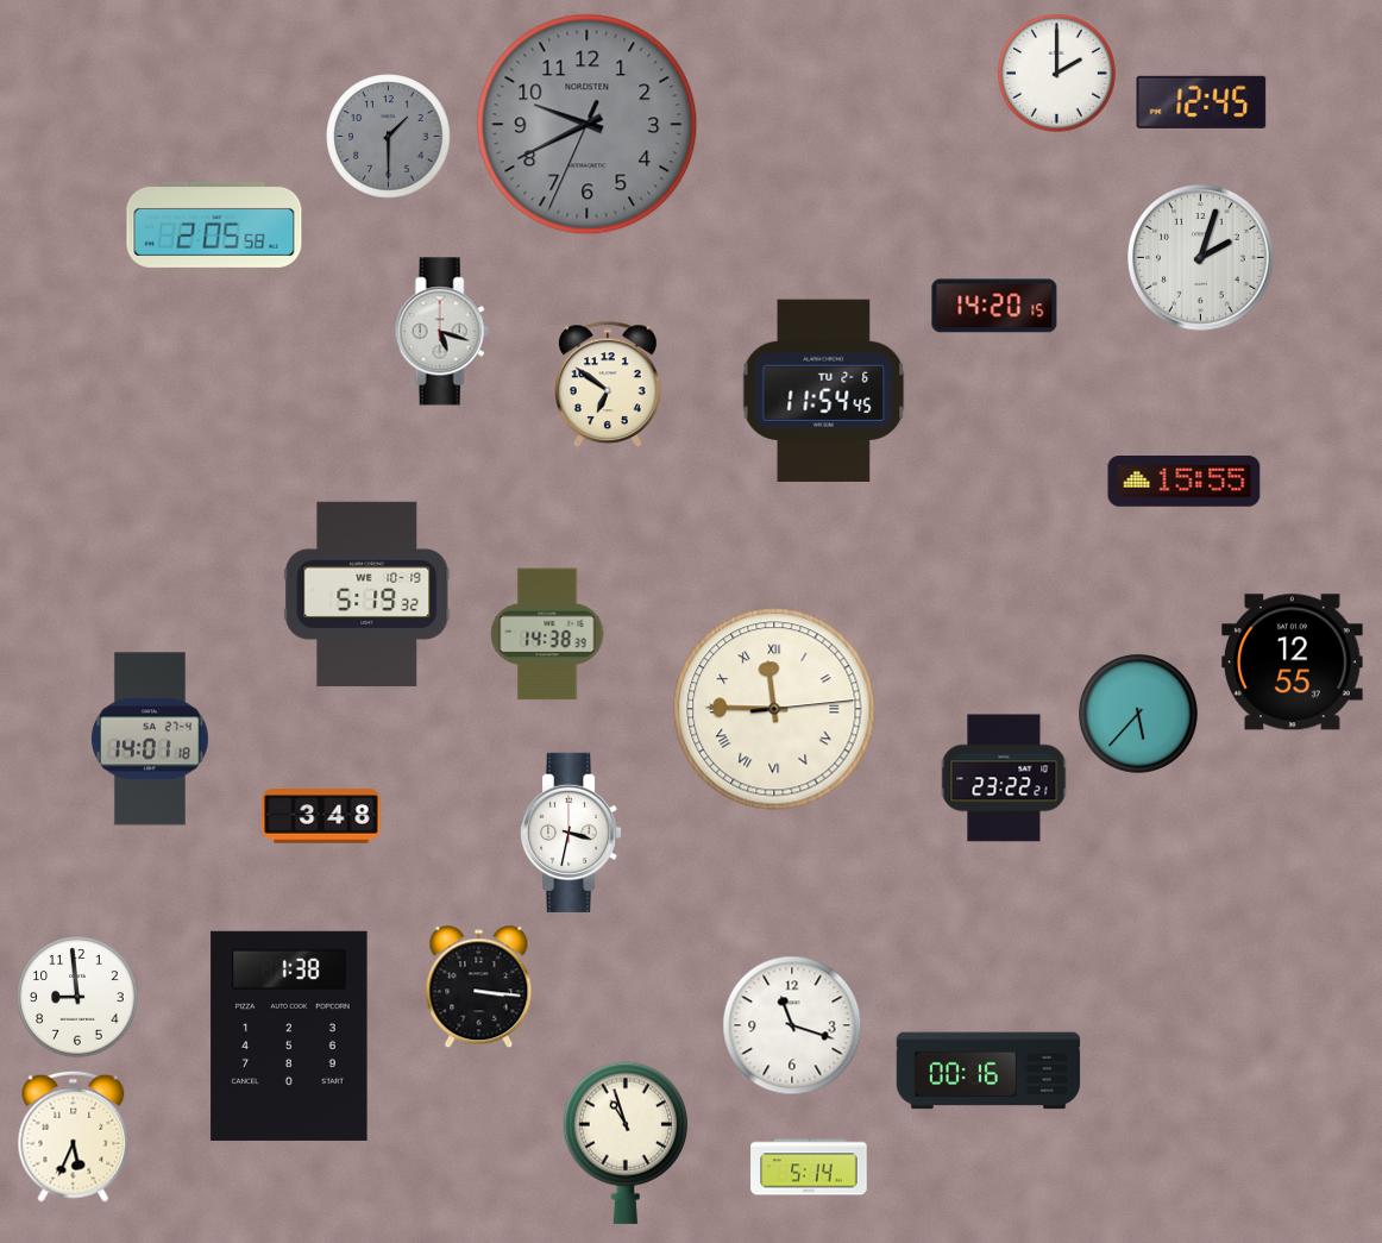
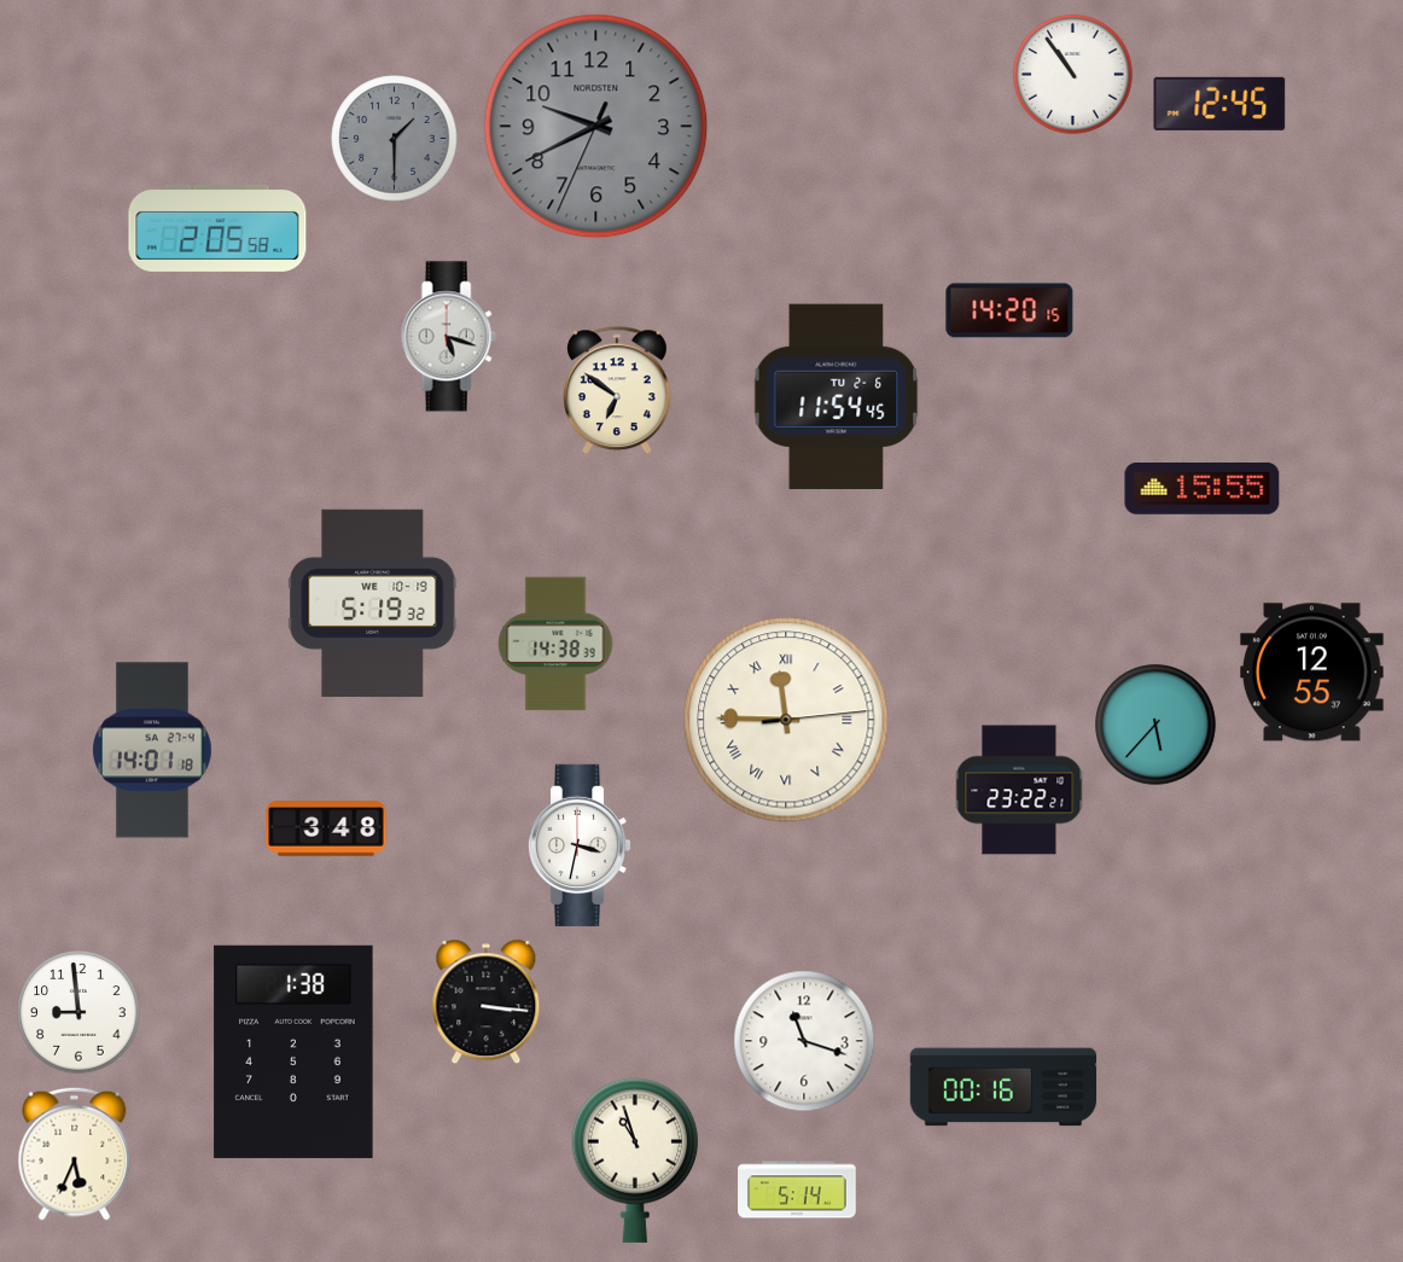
clock at (1057, 74): 2:00 -> 10:54
clock at (1201, 258): 2:03 -> none
clock at (809, 1167) position: (809, 1167) -> (797, 1190)
